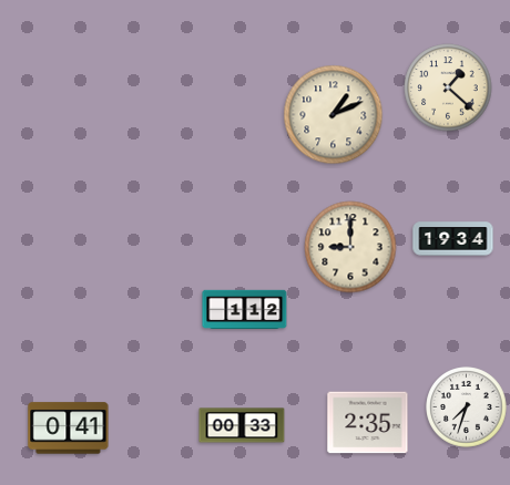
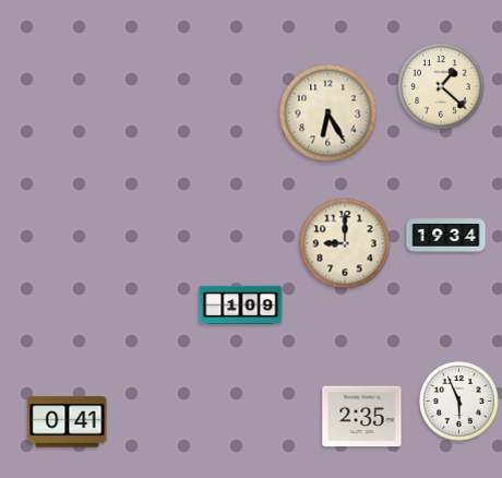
clock at (334, 115): 1:11 -> 6:25
clock at (245, 309): 1:12 -> 1:09
clock at (467, 407): 7:33 -> 5:56
clock at (242, 425): 00:33 -> none
